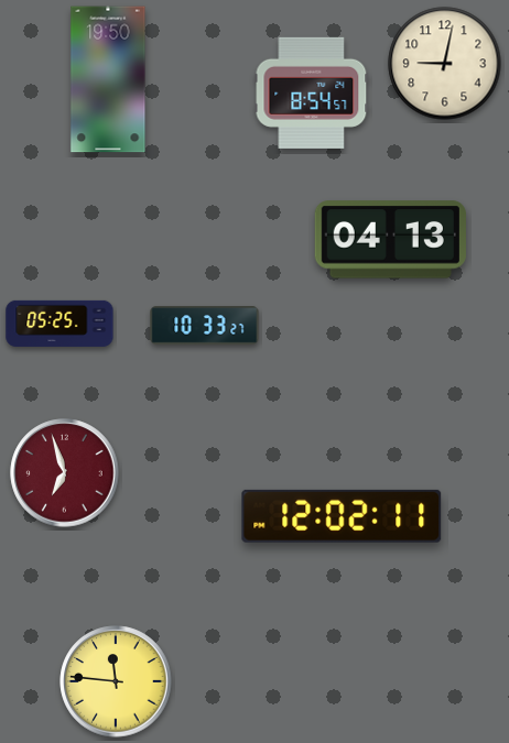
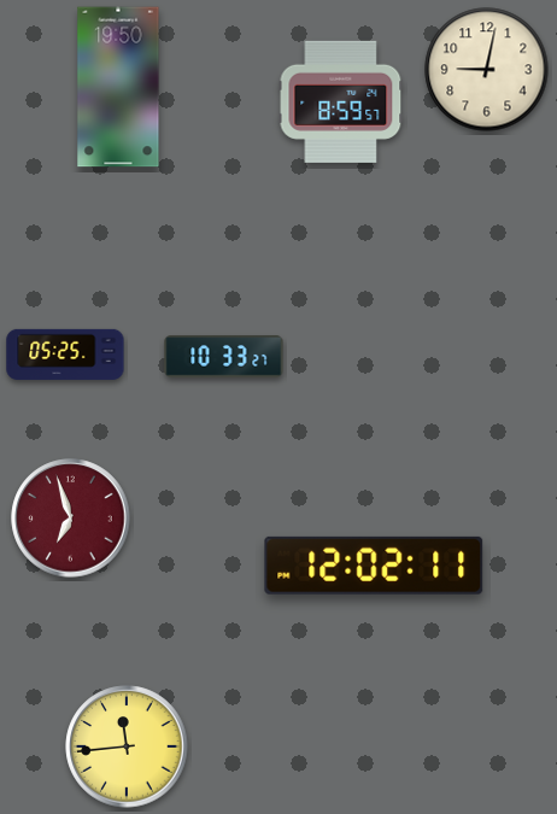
clock at (312, 92): 8:54 -> 8:59
clock at (390, 240): 04:13 -> none
clock at (116, 681): 11:46 -> 11:44
